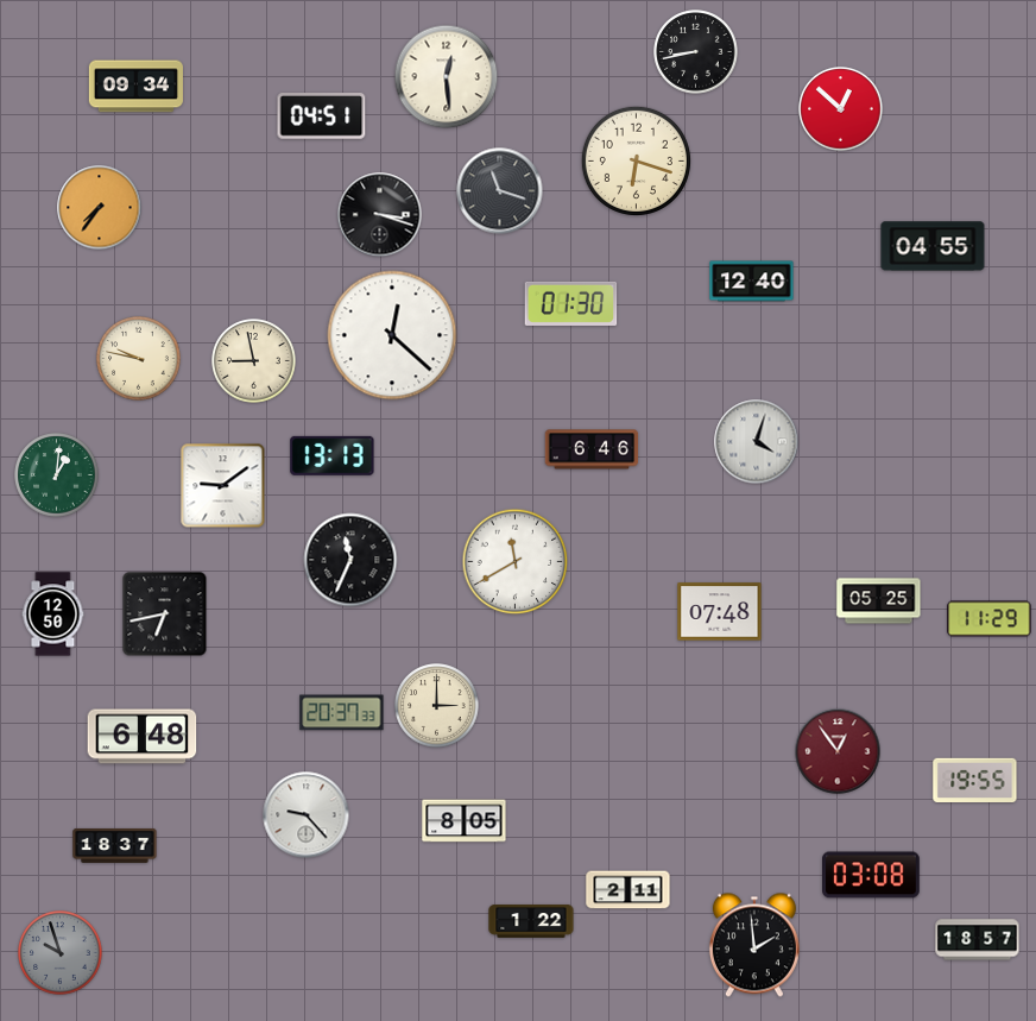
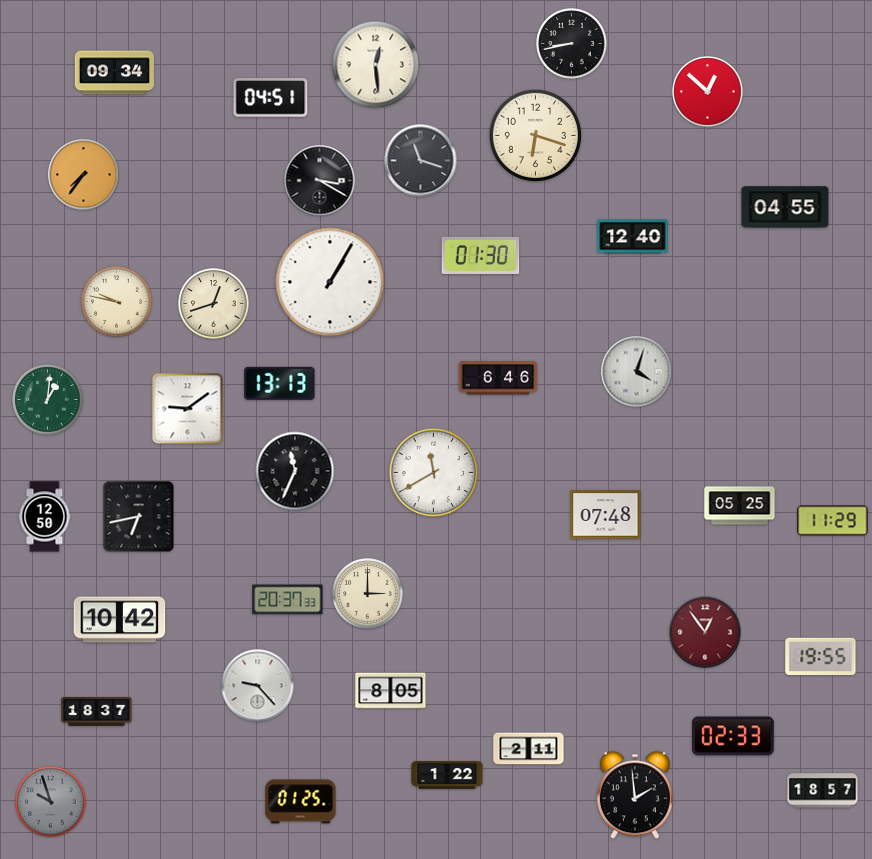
clock at (696, 52) position: (696, 52) -> (572, 44)
clock at (380, 215): 3:18 -> 3:20
clock at (392, 335): 12:22 -> 1:05
clock at (254, 361): 8:58 -> 12:42
clock at (143, 737): 6:48 -> 10:42
clock at (872, 875): 03:08 -> 02:33
clock at (301, 802): none -> 01:25
